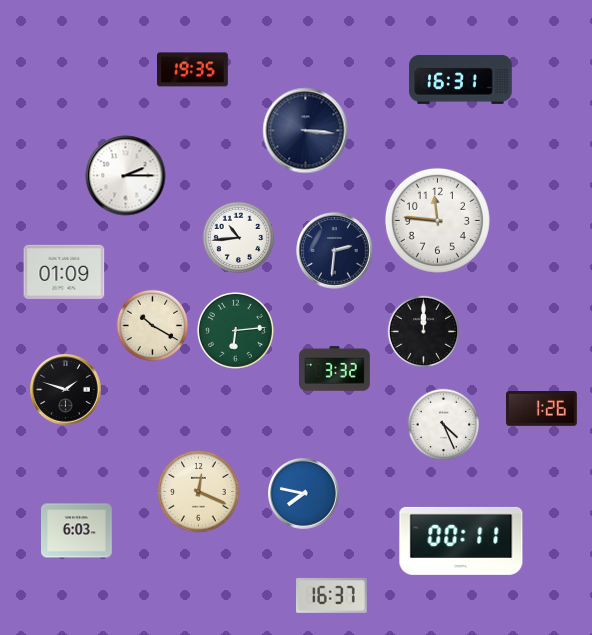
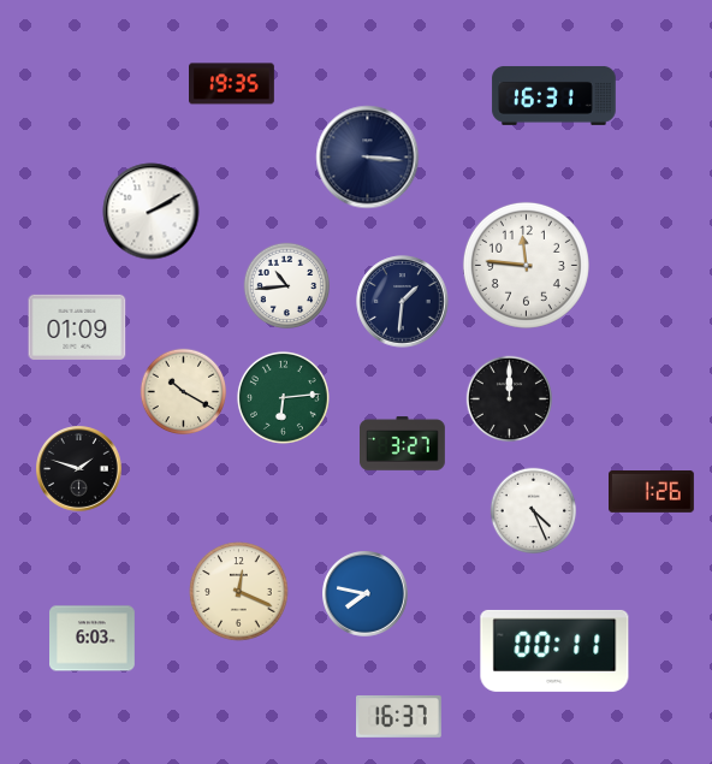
clock at (126, 176): 2:15 -> 2:10
clock at (335, 251): 2:31 -> 1:31
clock at (335, 369): 3:32 -> 3:27
